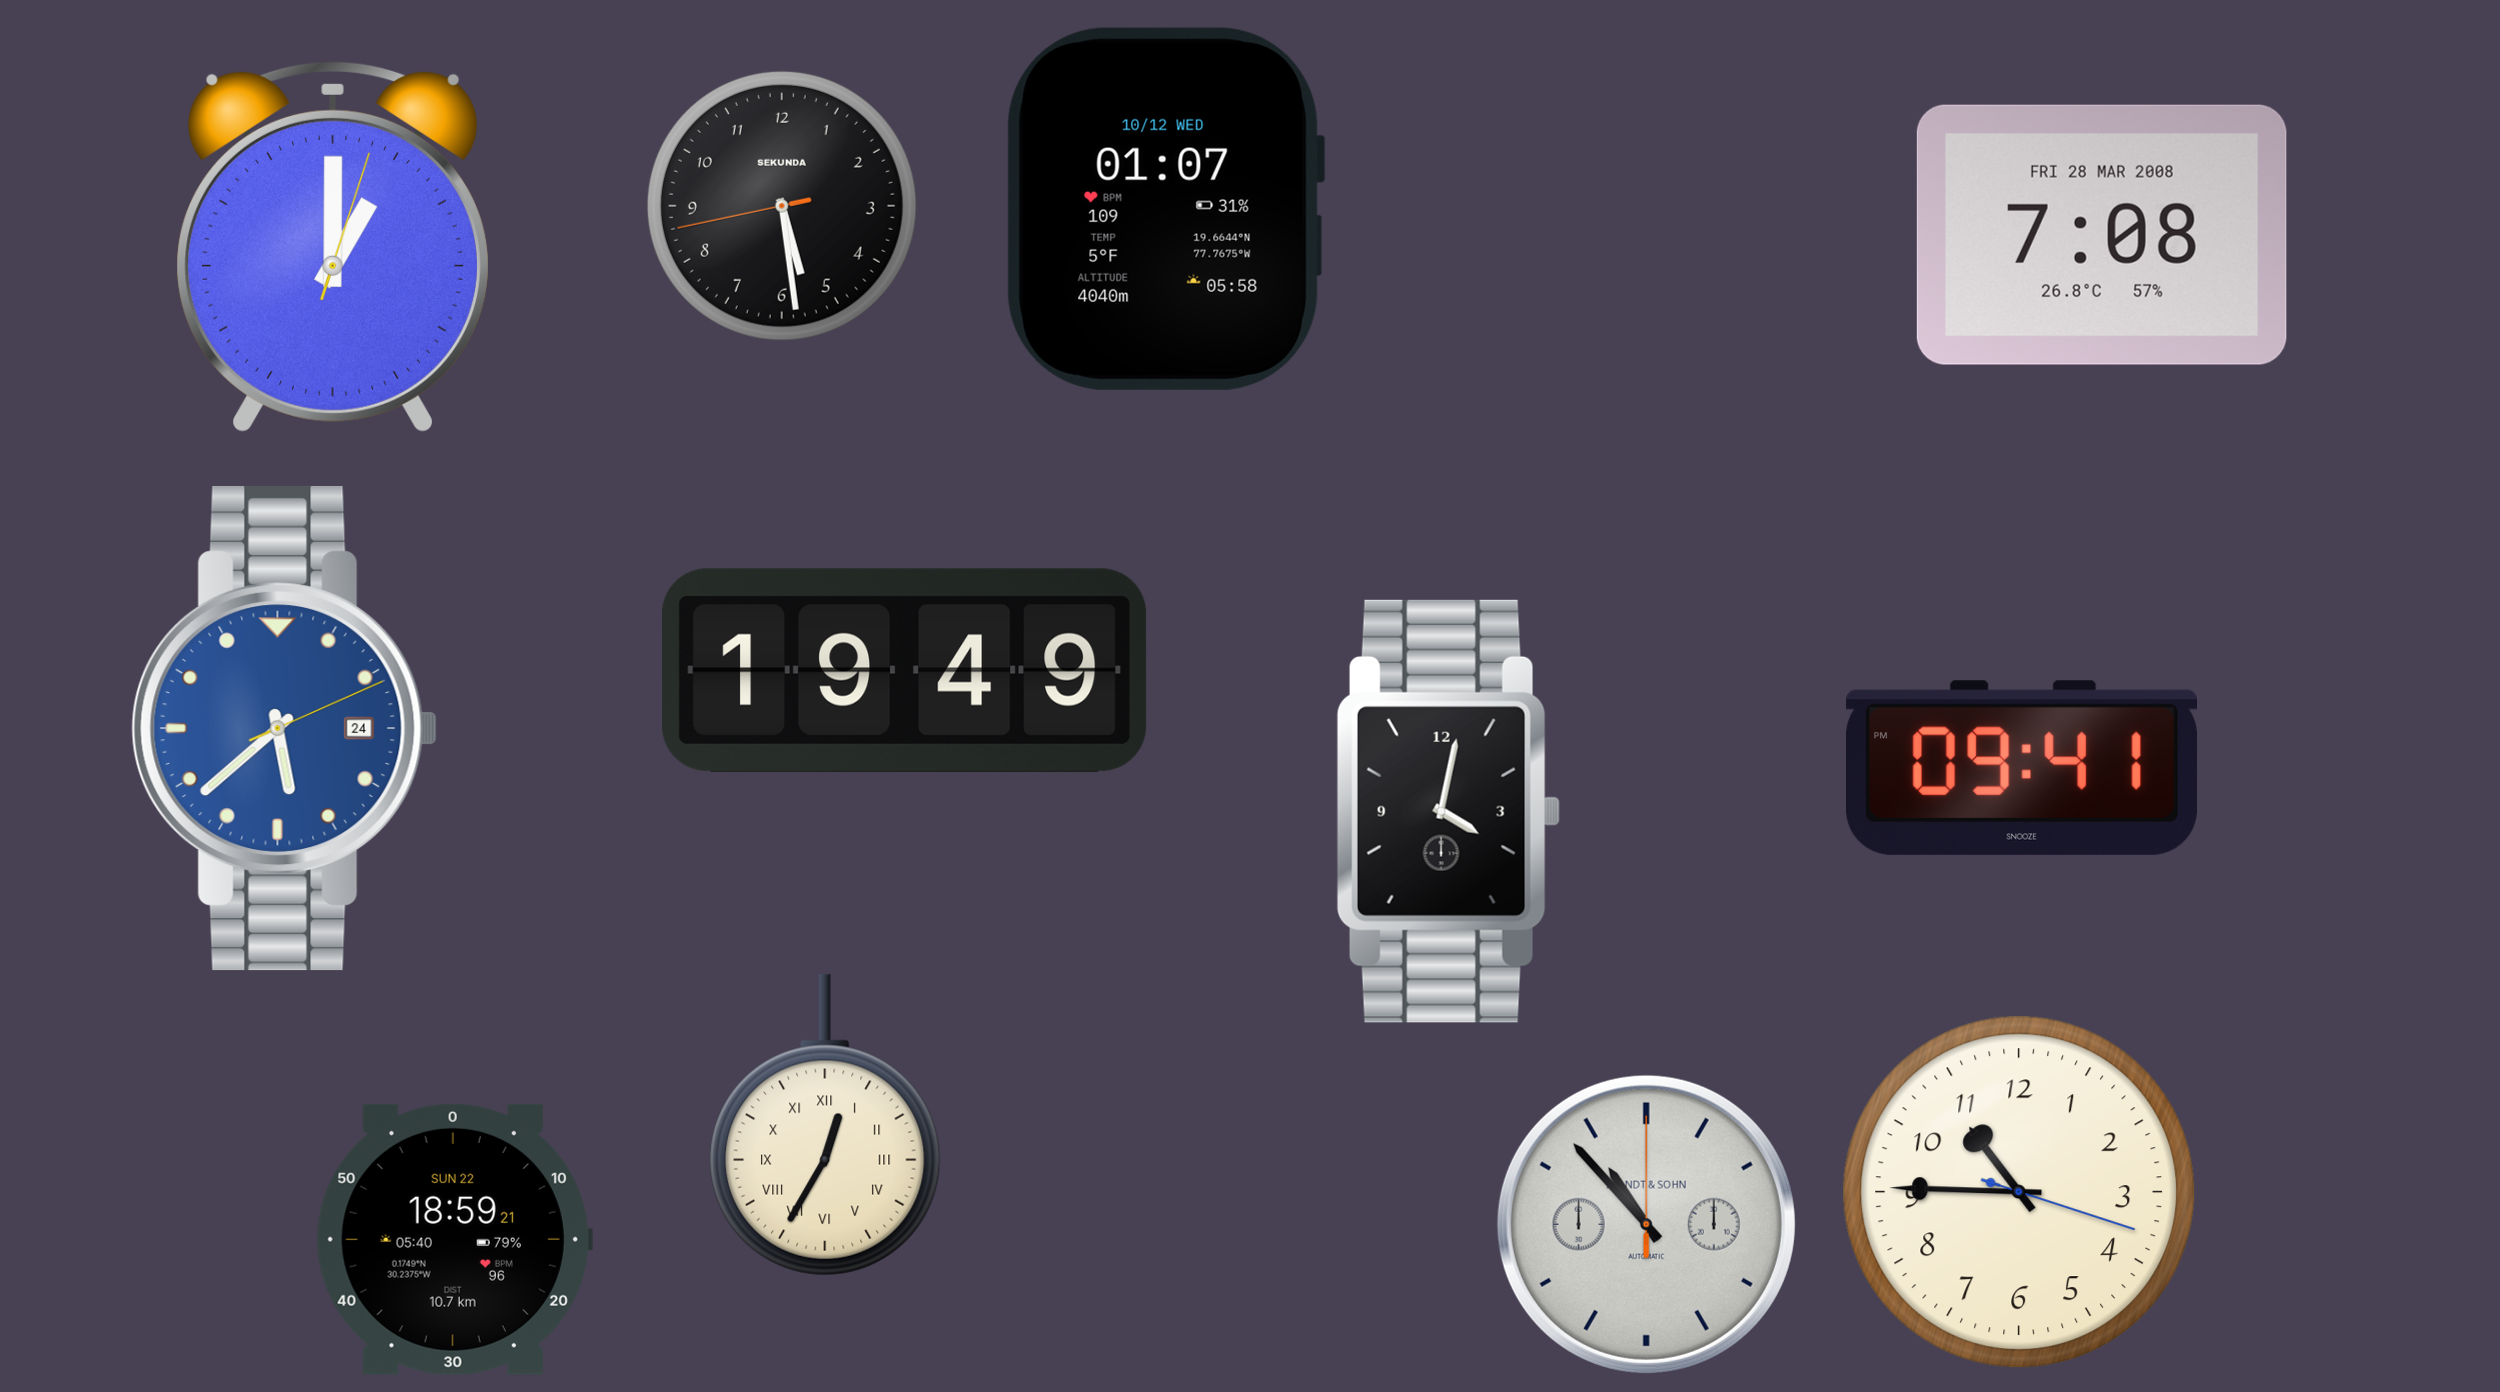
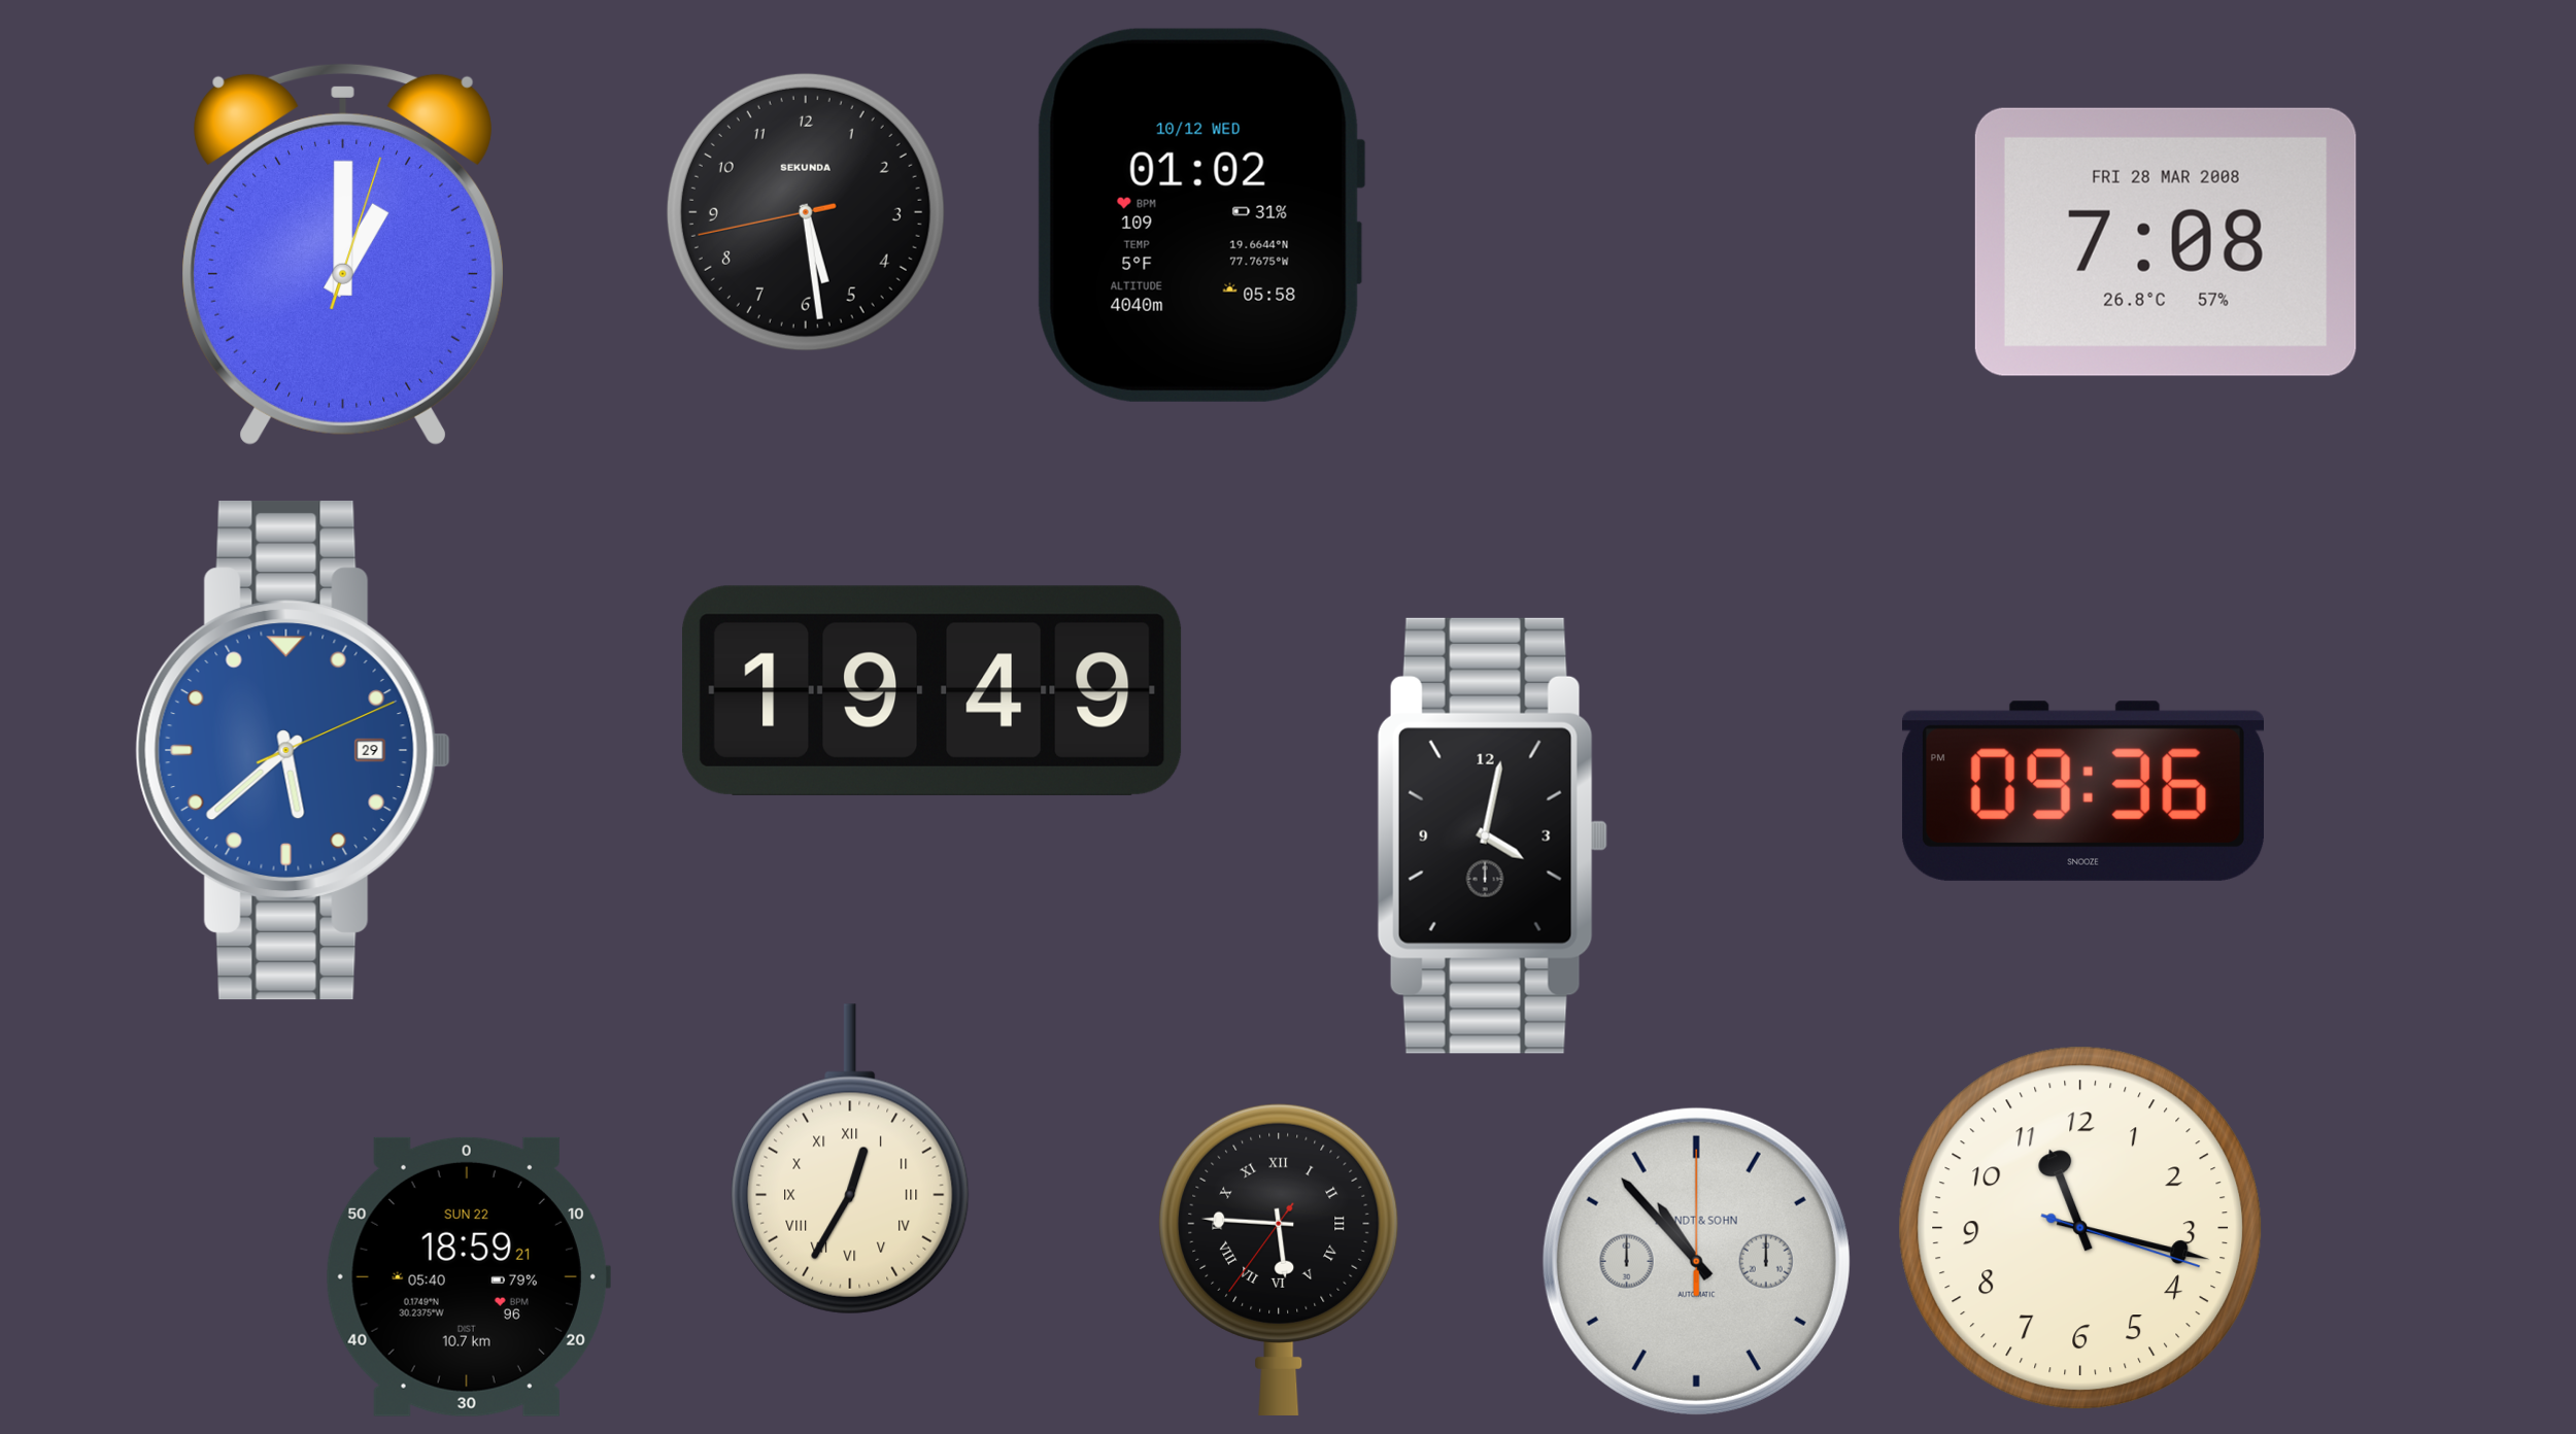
clock at (1166, 209): 01:07 -> 01:02
clock at (284, 728) date: 24 -> 29
clock at (2021, 768): 09:41 -> 09:36
clock at (2019, 1192): 10:45 -> 11:17
clock at (1279, 1259): none -> 5:45
